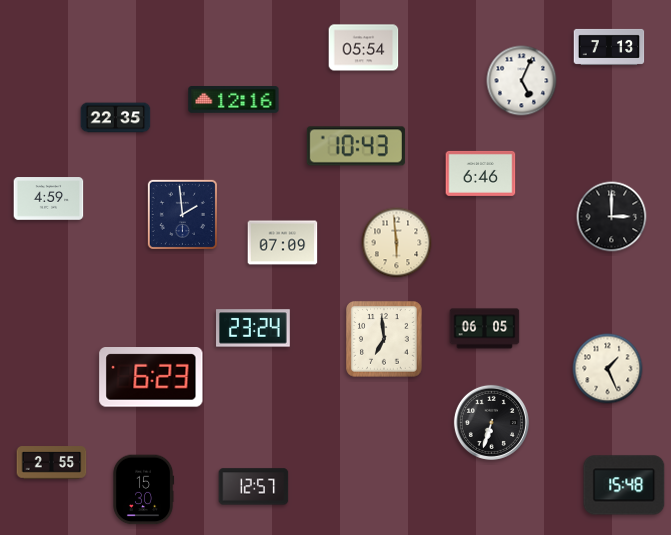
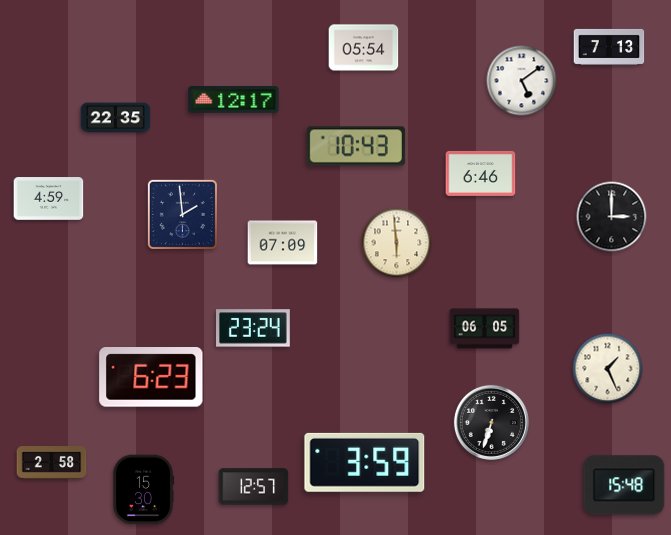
clock at (522, 81): 5:04 -> 5:09
clock at (234, 100): 12:16 -> 12:17
clock at (384, 339): 6:59 -> none
clock at (365, 462): none -> 3:59
clock at (52, 463): 2:55 -> 2:58
